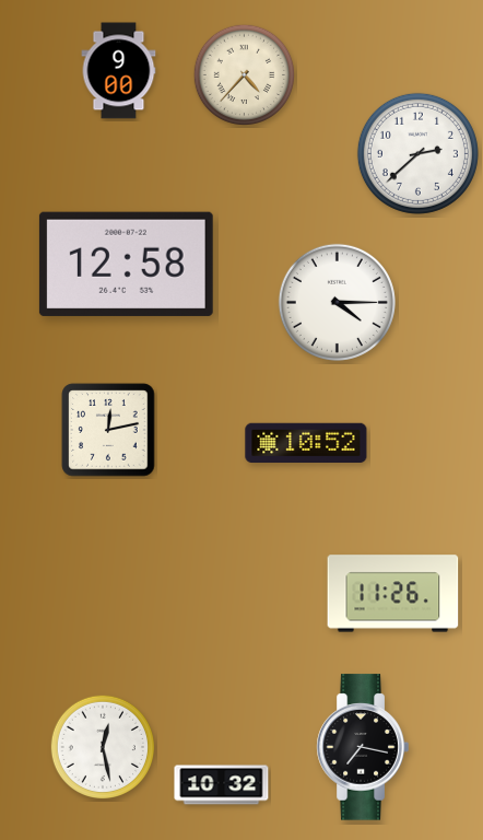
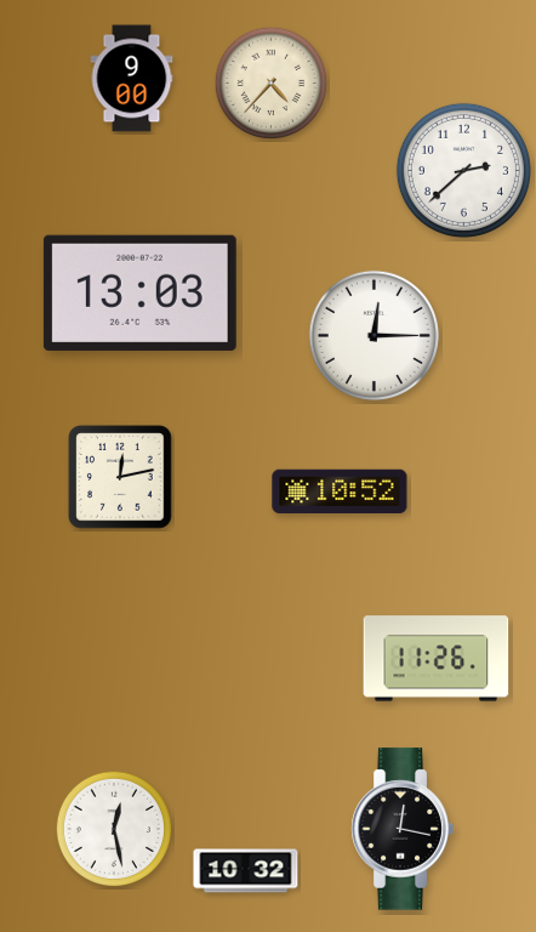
clock at (126, 264): 12:58 -> 13:03
clock at (337, 302): 4:15 -> 12:15
clock at (363, 747): 7:17 -> 12:17
